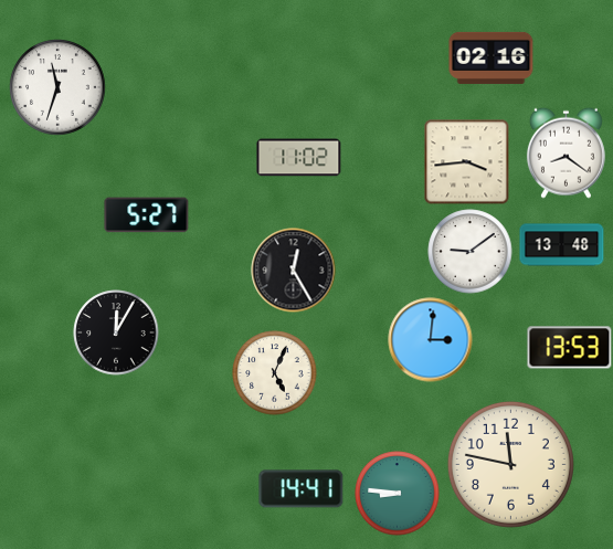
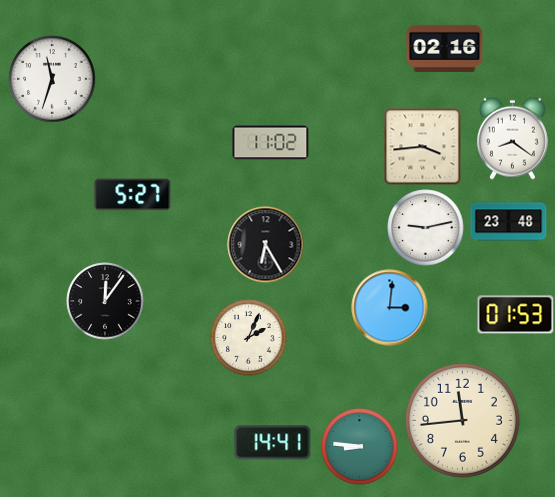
clock at (492, 57) position: (492, 57) -> (445, 48)
clock at (562, 245): 13:48 -> 23:48
clock at (471, 252): 9:09 -> 9:13
clock at (294, 271): 12:25 -> 6:25
clock at (116, 332): 12:05 -> 12:06
clock at (570, 348): 13:53 -> 01:53
clock at (275, 373): 5:04 -> 2:04
clock at (510, 464): 11:47 -> 11:44
